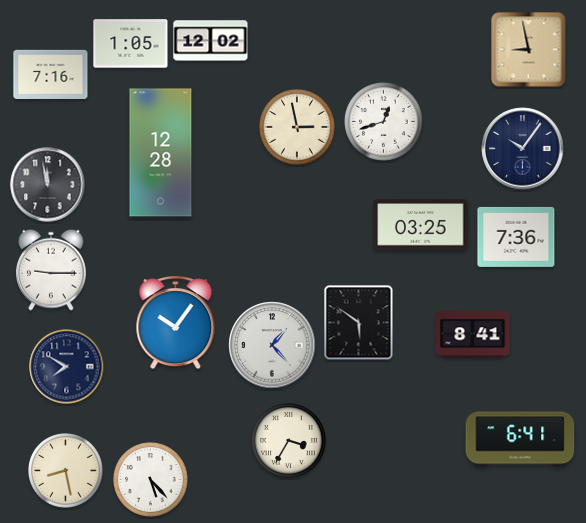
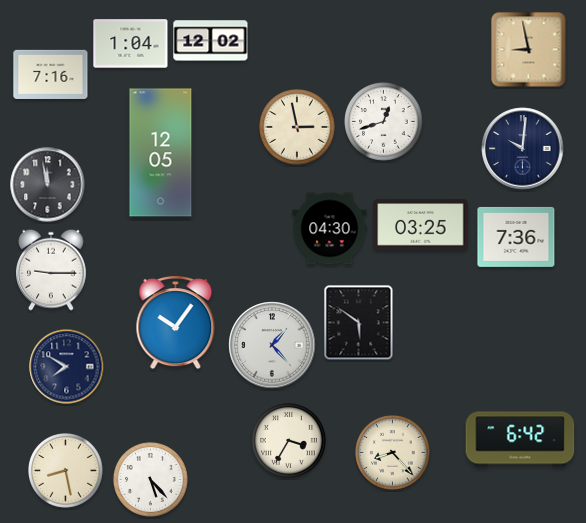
clock at (131, 44): 1:05 -> 1:04
clock at (523, 149): 10:06 -> 10:01
clock at (161, 153): 12:28 -> 12:05
clock at (330, 229): none -> 04:30
clock at (473, 335): 8:41 -> none
clock at (520, 439): 6:41 -> 6:42
clock at (393, 453): none -> 8:23
